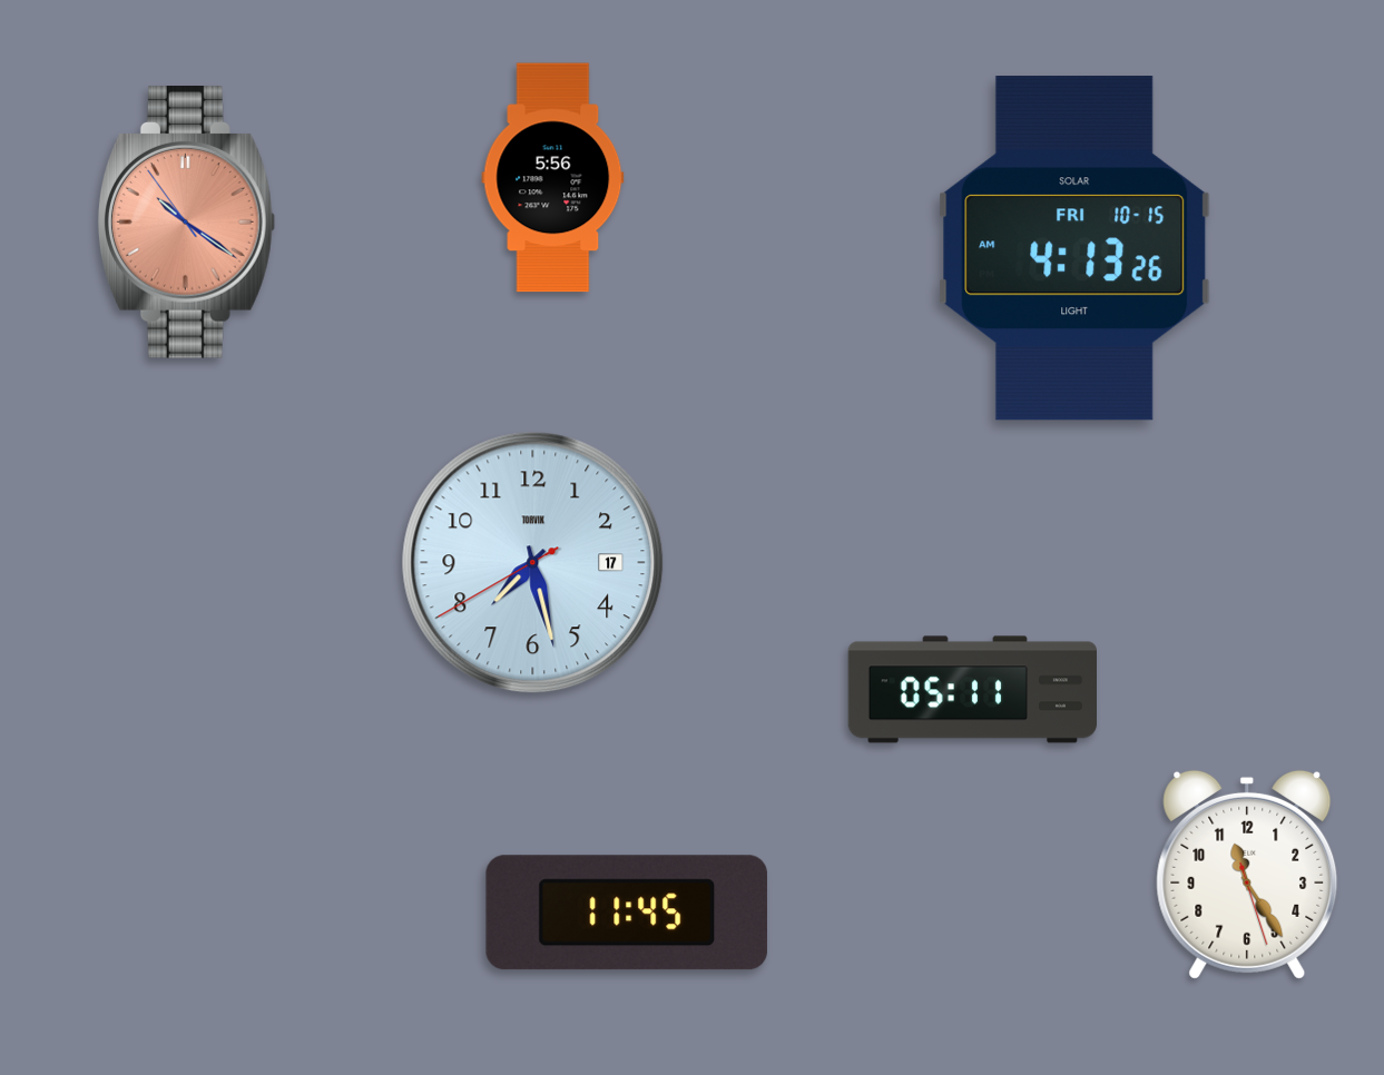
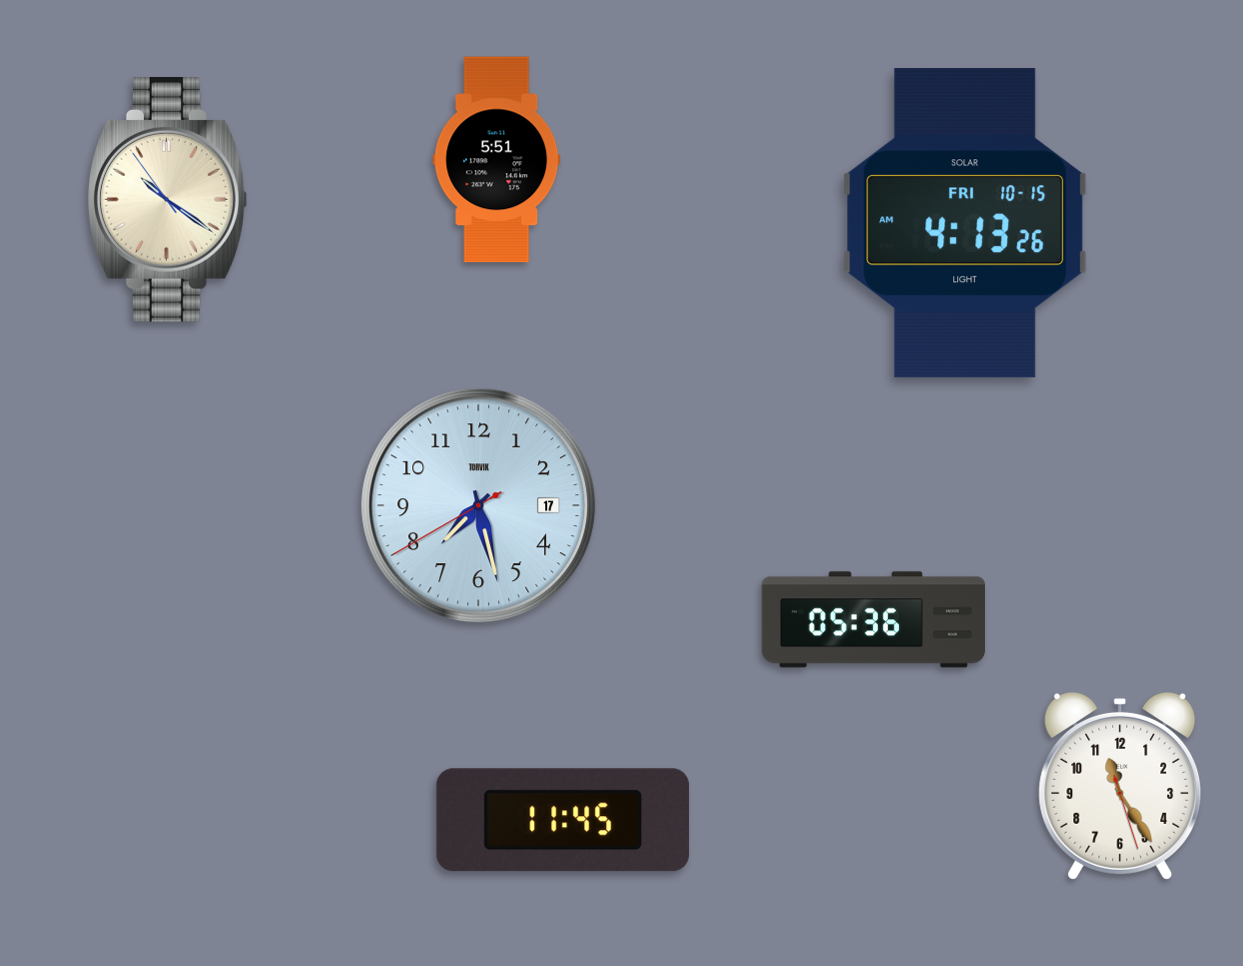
clock at (553, 178): 5:56 -> 5:51
clock at (186, 223) dial: salmon -> cream
clock at (972, 690): 05:11 -> 05:36
